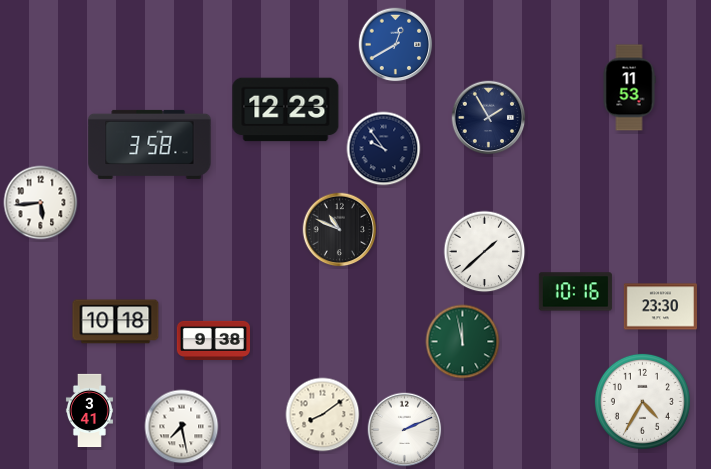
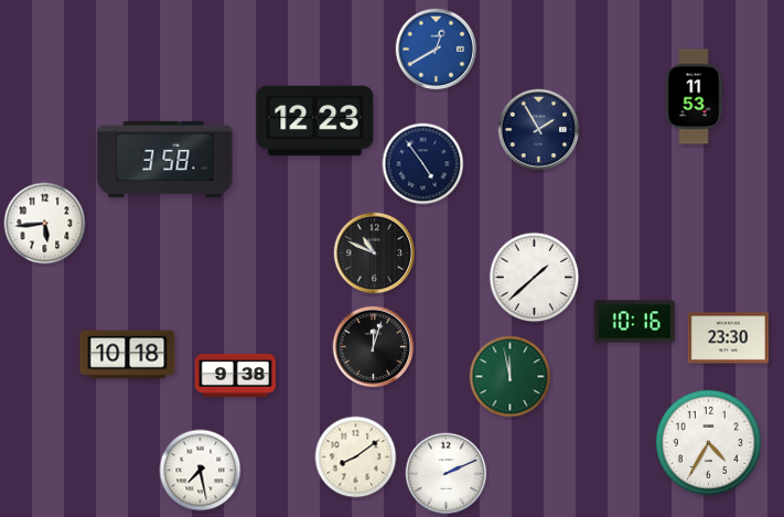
clock at (384, 149): 9:54 -> 4:54
clock at (374, 347): none -> 12:03
clock at (89, 410): 3:41 -> none
